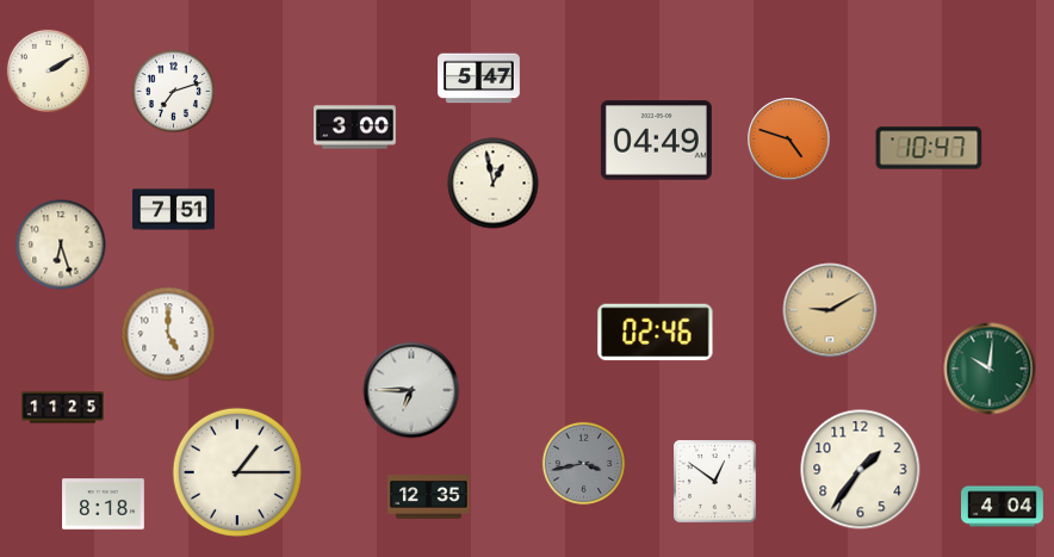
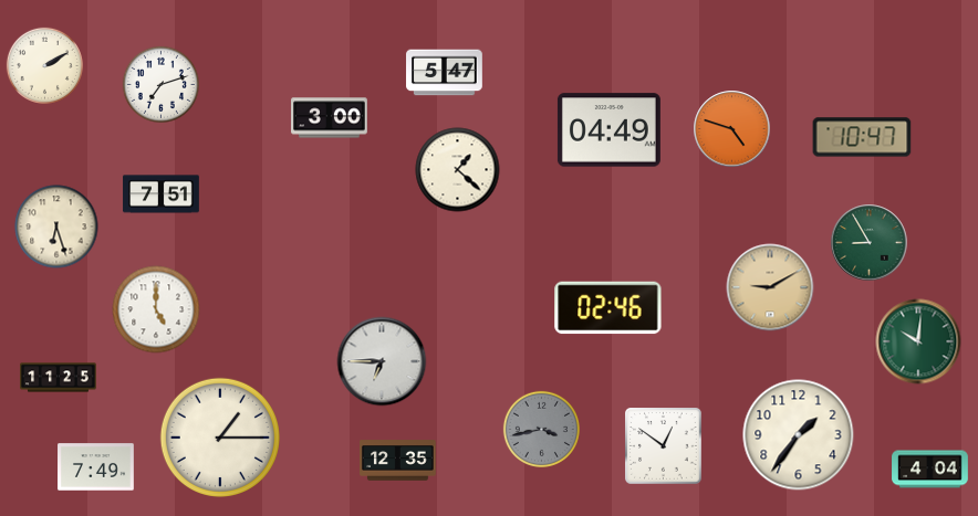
clock at (494, 184): 12:58 -> 1:22
clock at (870, 243): none -> 8:55
clock at (104, 505): 8:18 -> 7:49
